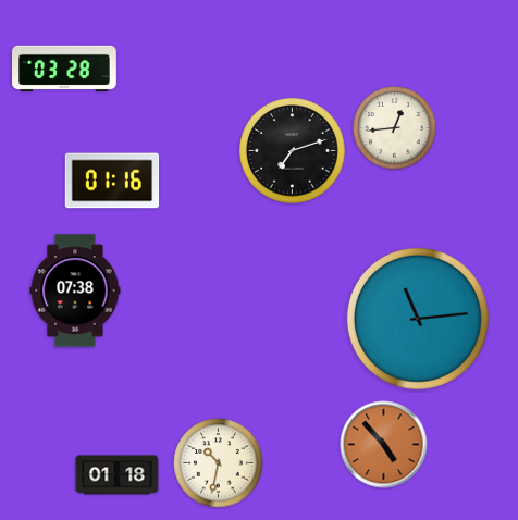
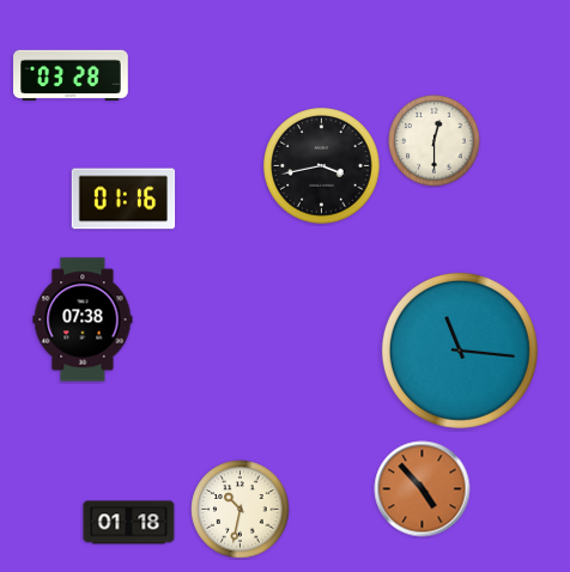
clock at (395, 128): 12:44 -> 12:30
clock at (293, 151): 7:12 -> 3:43
clock at (418, 319): 11:14 -> 11:16
